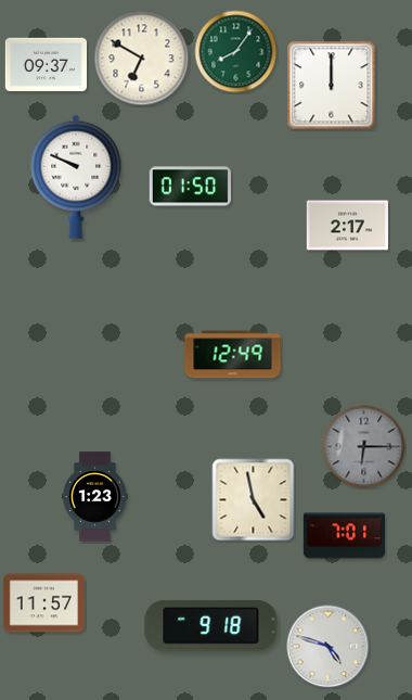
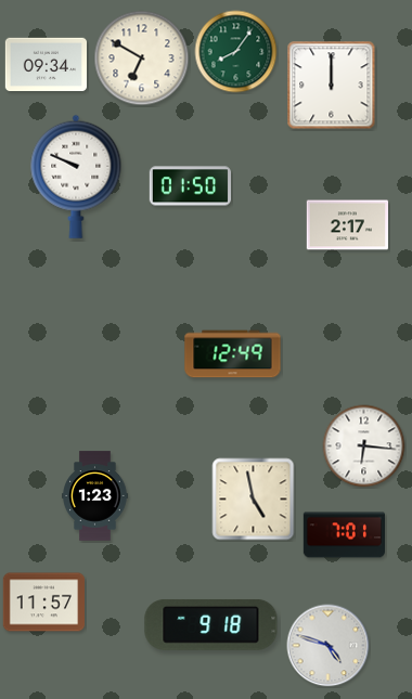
clock at (46, 65): 09:37 -> 09:34
clock at (364, 447): 6:15 -> 6:16
clock at (364, 447) dial: grey -> white
